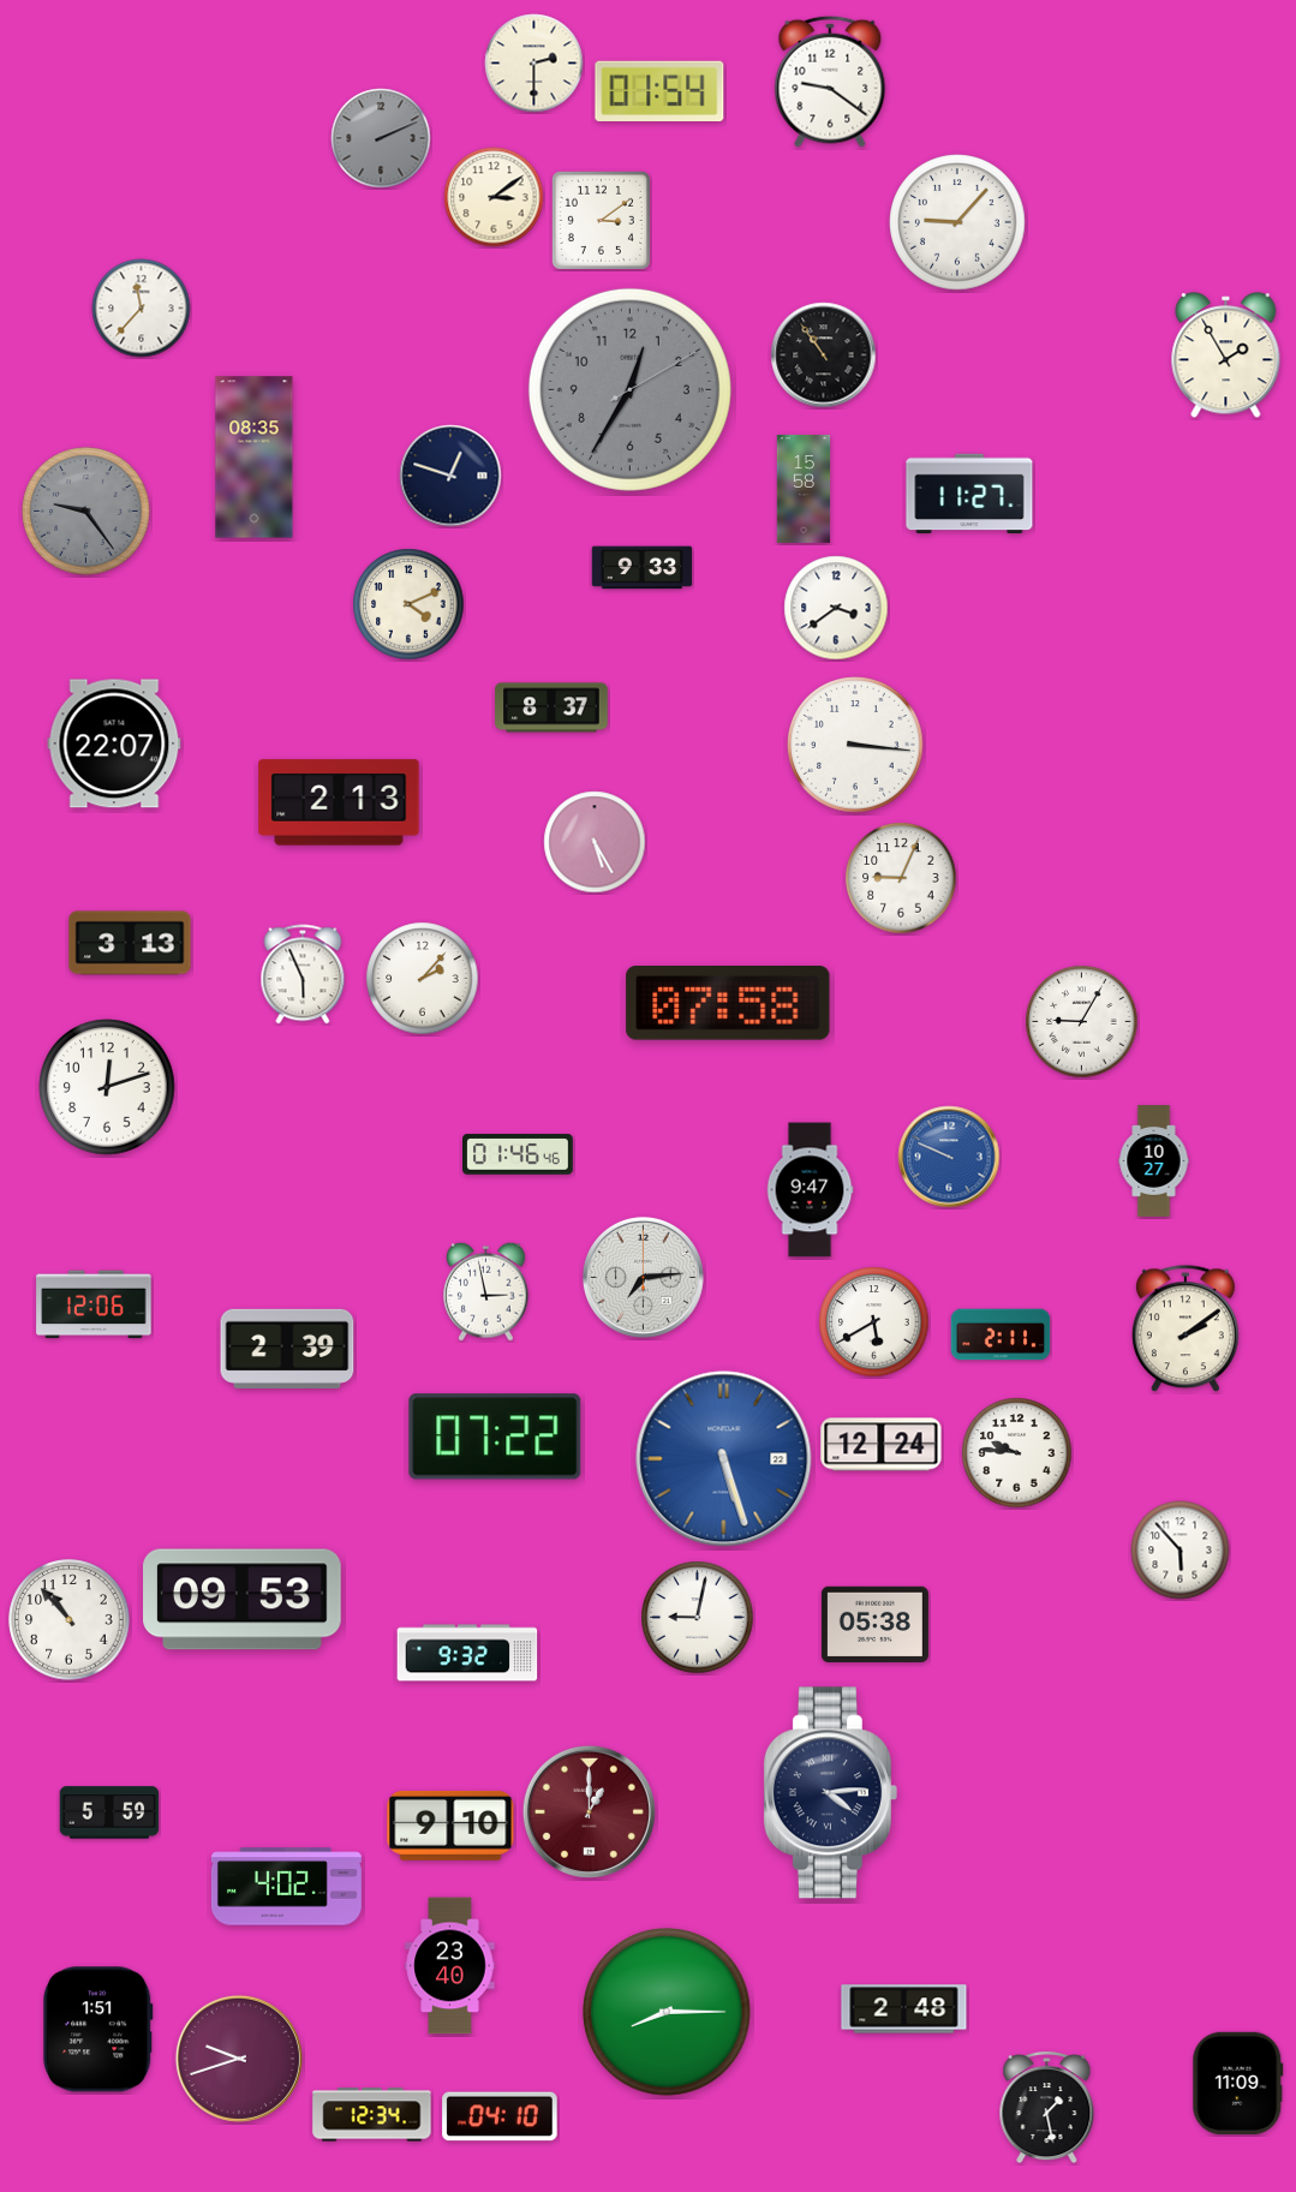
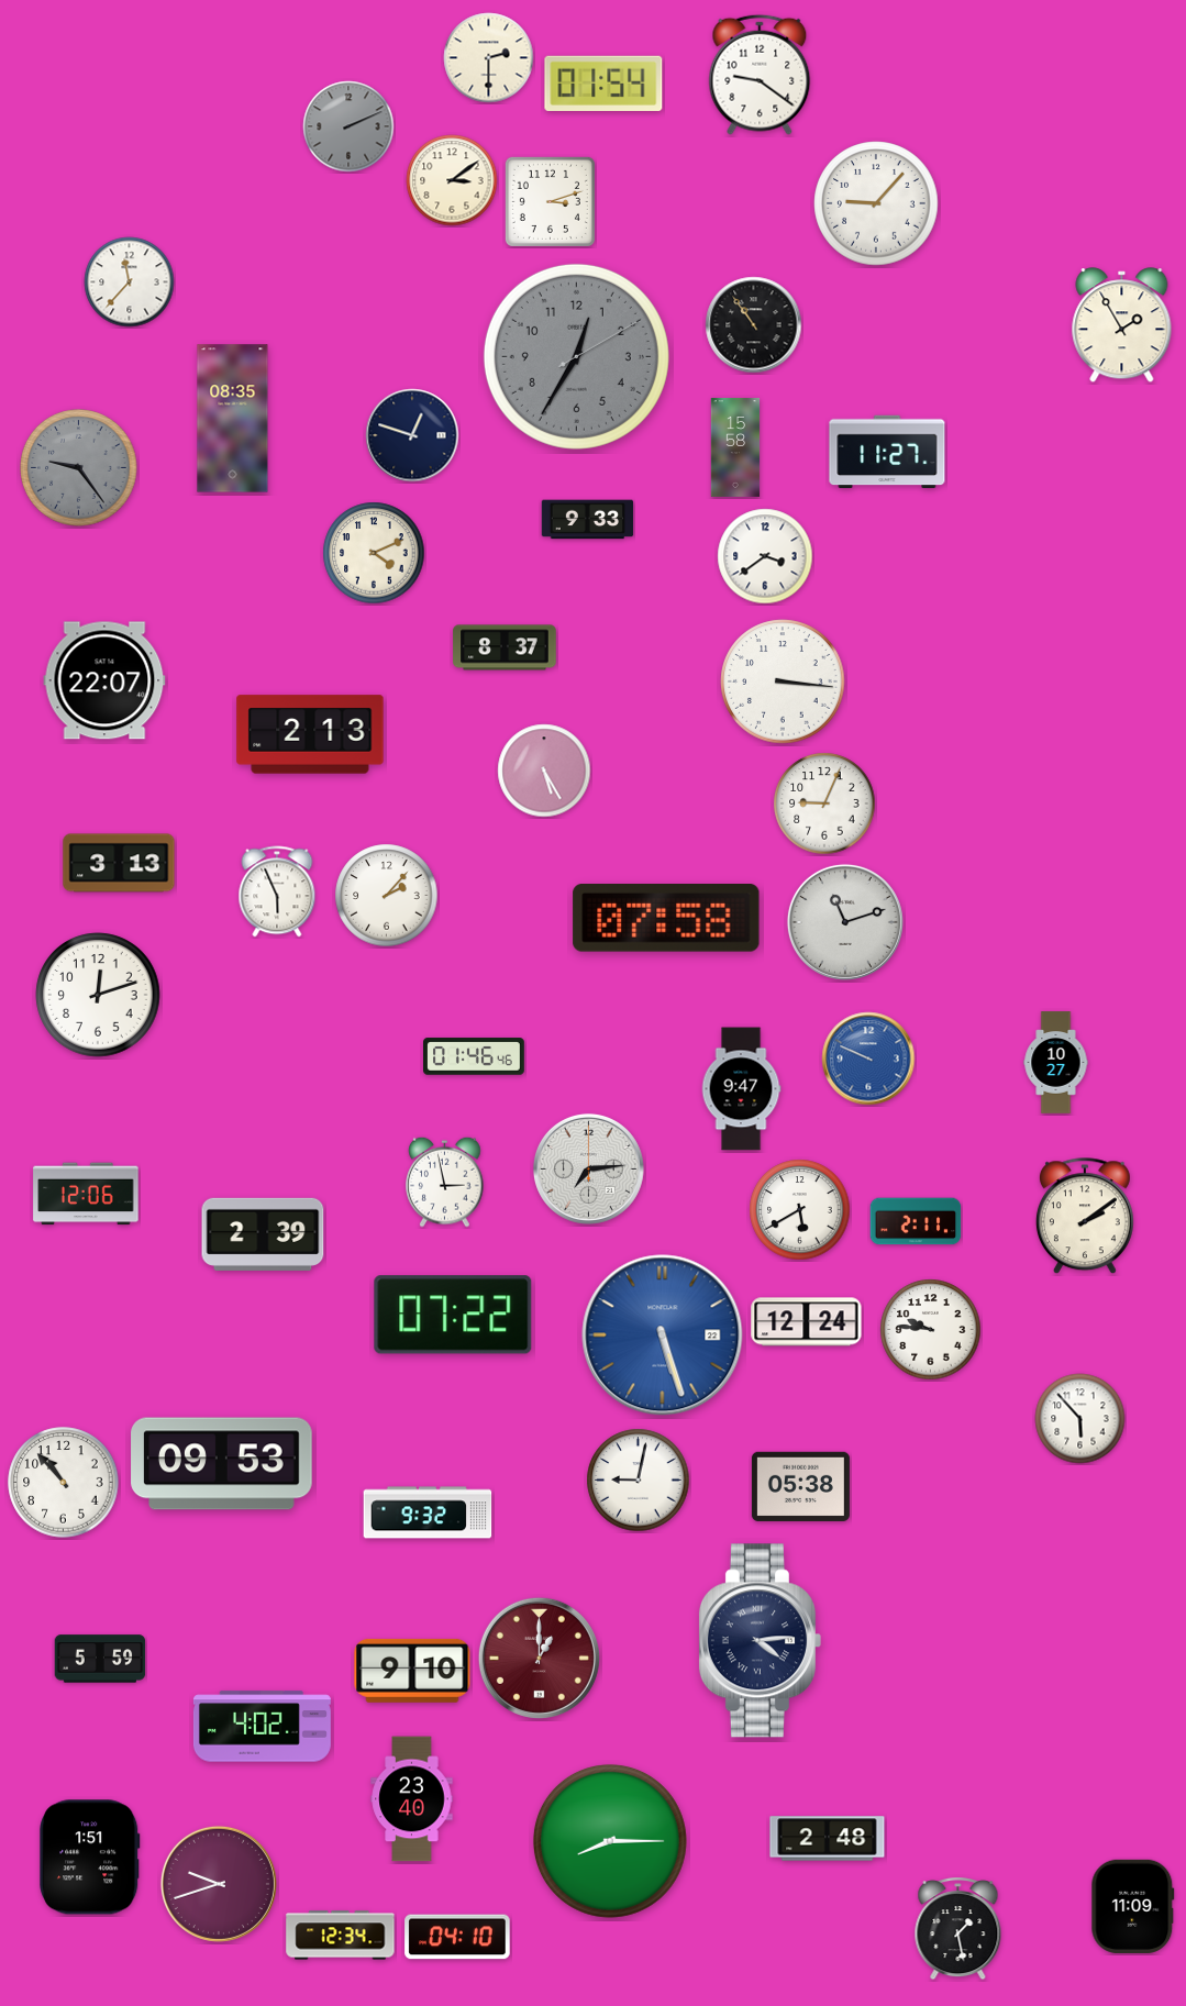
clock at (601, 220): 3:09 -> 3:12
clock at (845, 922): none -> 11:12
clock at (1082, 1022): 9:05 -> none
